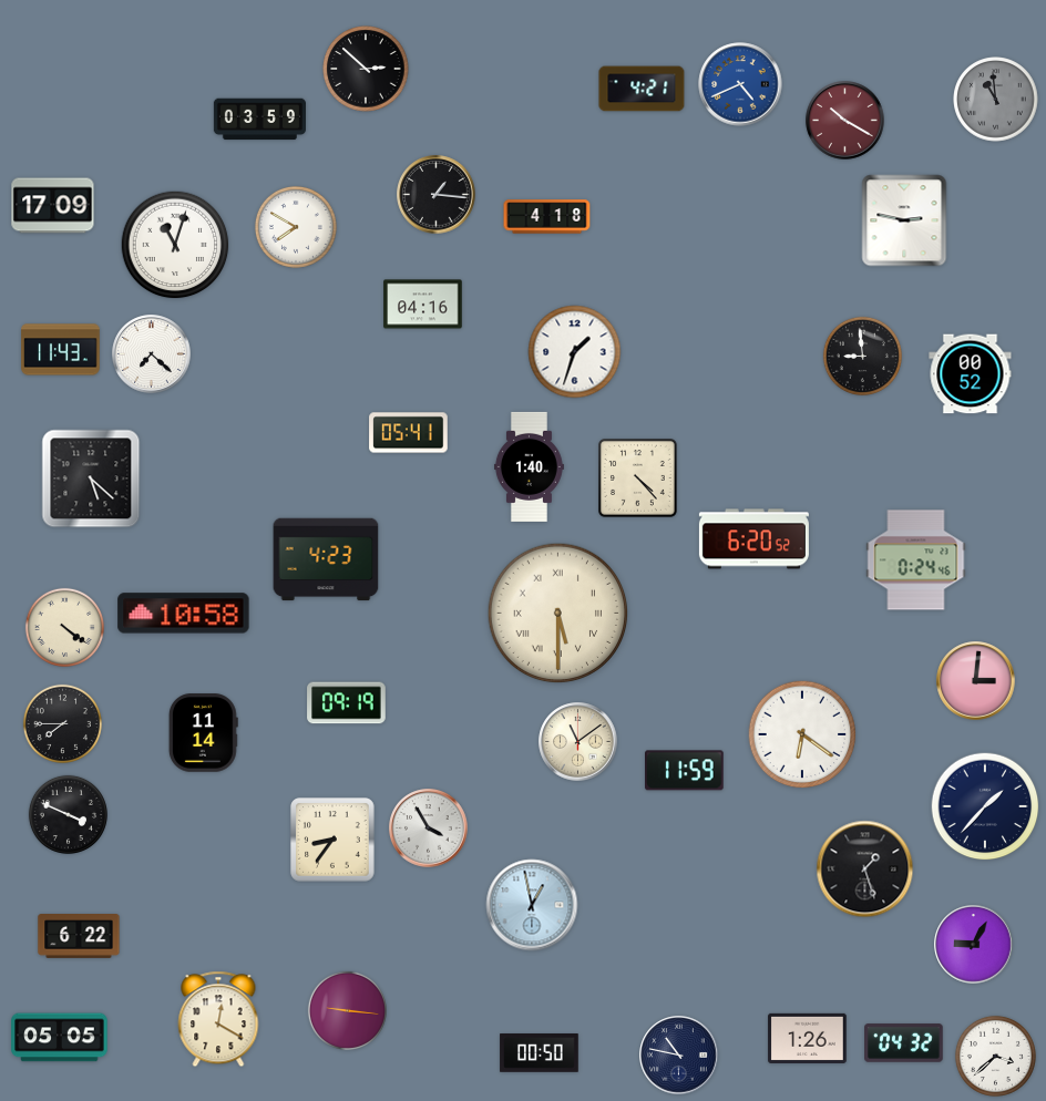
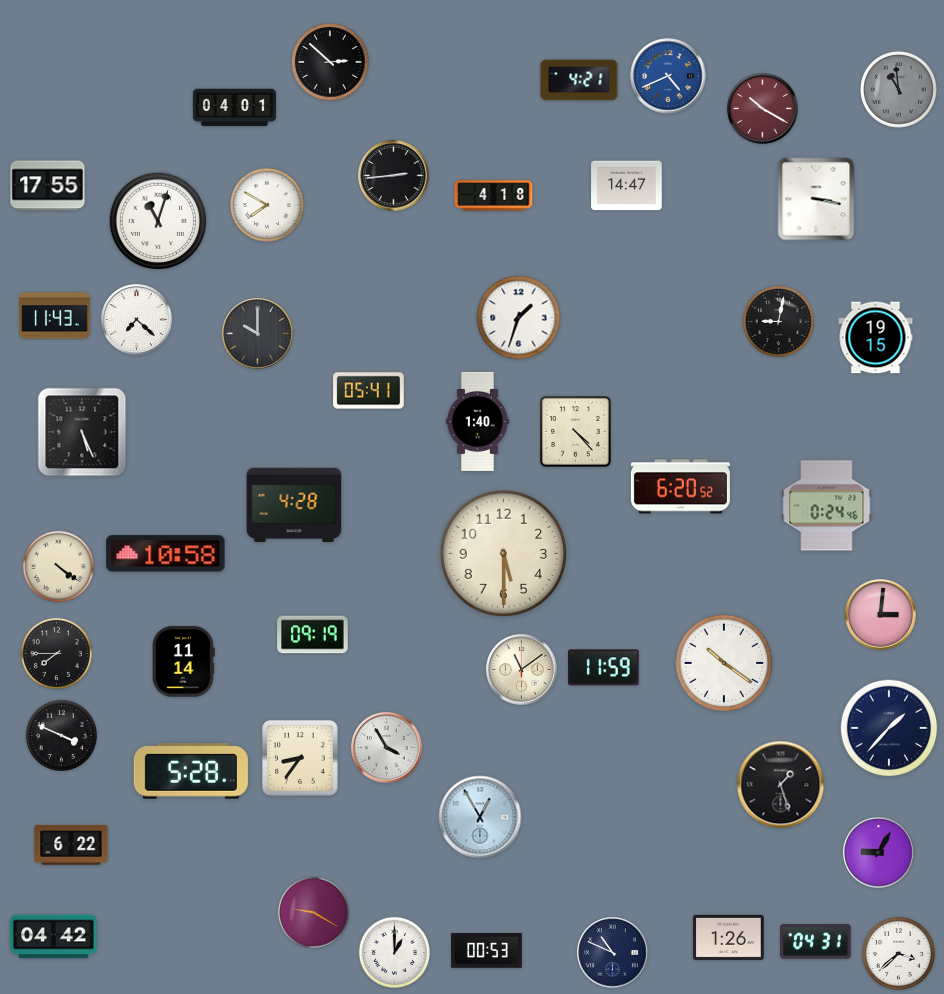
clock at (259, 120): 03:59 -> 04:01
clock at (437, 195): 1:16 -> 2:44
clock at (53, 206): 17:09 -> 17:55
clock at (627, 186): none -> 14:47
clock at (904, 220): 2:47 -> 3:17
clock at (423, 305): 04:16 -> none
clock at (862, 356): 8:59 -> 9:02
clock at (258, 334): none -> 10:00
clock at (971, 374): 00:52 -> 19:15
clock at (91, 479): 5:22 -> 5:26
clock at (326, 559): 4:23 -> 4:28
clock at (558, 614) numerals: Roman -> Arabic
clock at (802, 734): 6:21 -> 10:21
clock at (685, 771) position: (685, 771) -> (604, 668)
clock at (191, 772): none -> 5:28
clock at (532, 905): 12:58 -> 12:55
clock at (347, 1010): 9:16 -> 9:20
clock at (218, 1019): 12:20 -> none
clock at (60, 1038): 05:05 -> 04:42
clock at (904, 1043): 04:32 -> 04:31
clock at (540, 1053): 00:50 -> 00:53
clock at (394, 952): none -> 1:00
clock at (679, 1056): 10:47 -> 10:49
